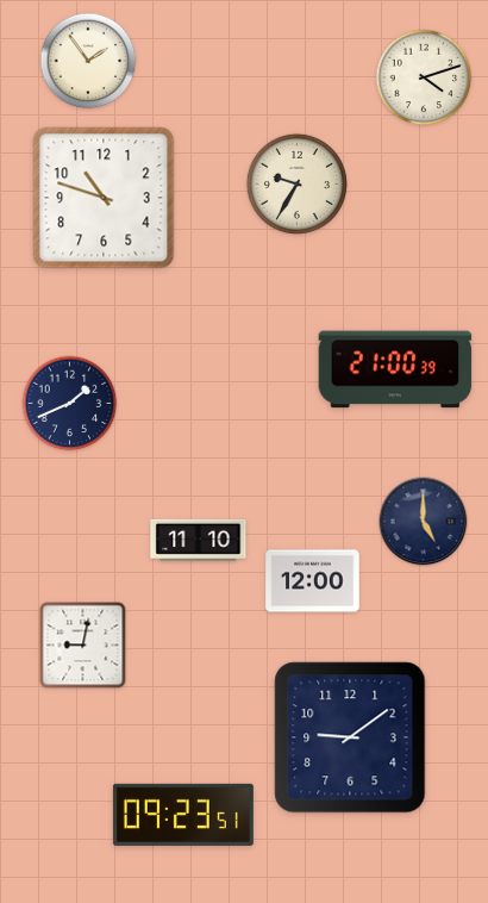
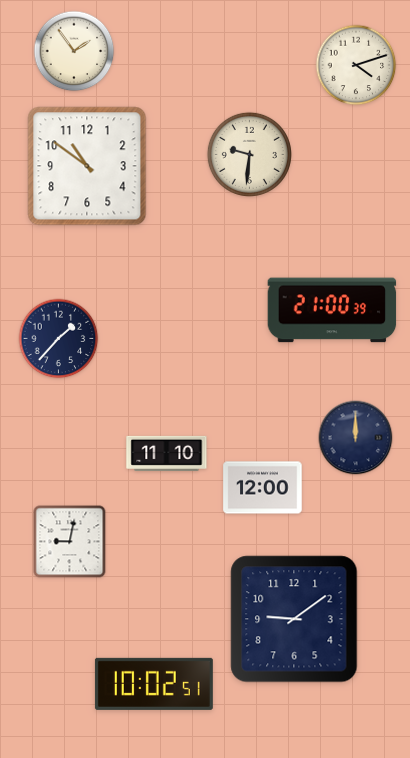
clock at (296, 183): 9:35 -> 9:31
clock at (104, 198): 10:48 -> 10:51
clock at (70, 404): 1:41 -> 1:37
clock at (424, 522): 5:00 -> 12:00
clock at (183, 815): 09:23 -> 10:02
